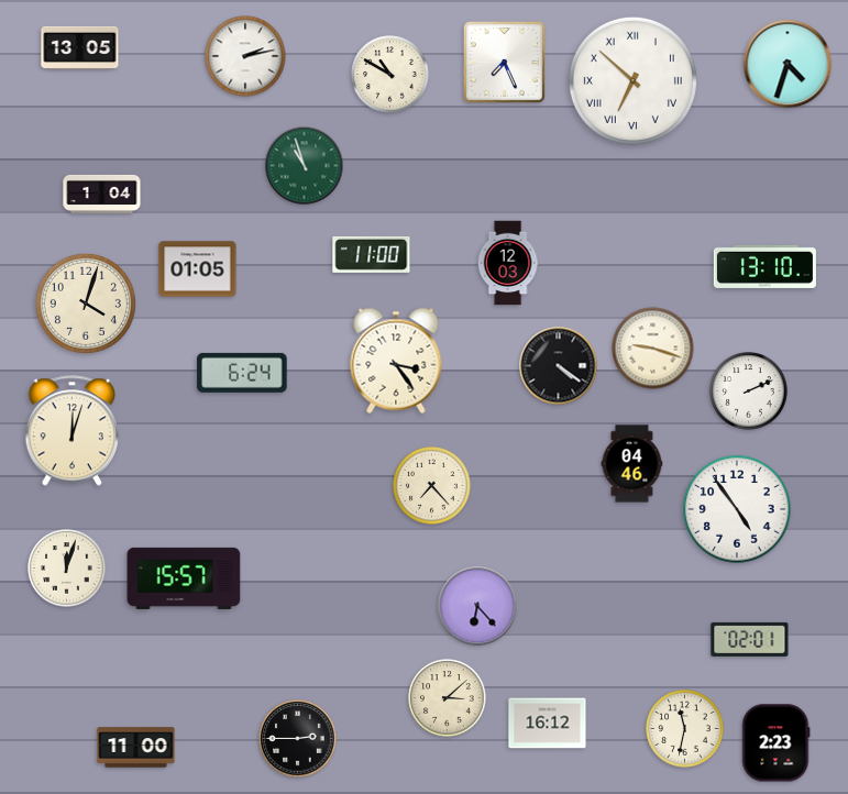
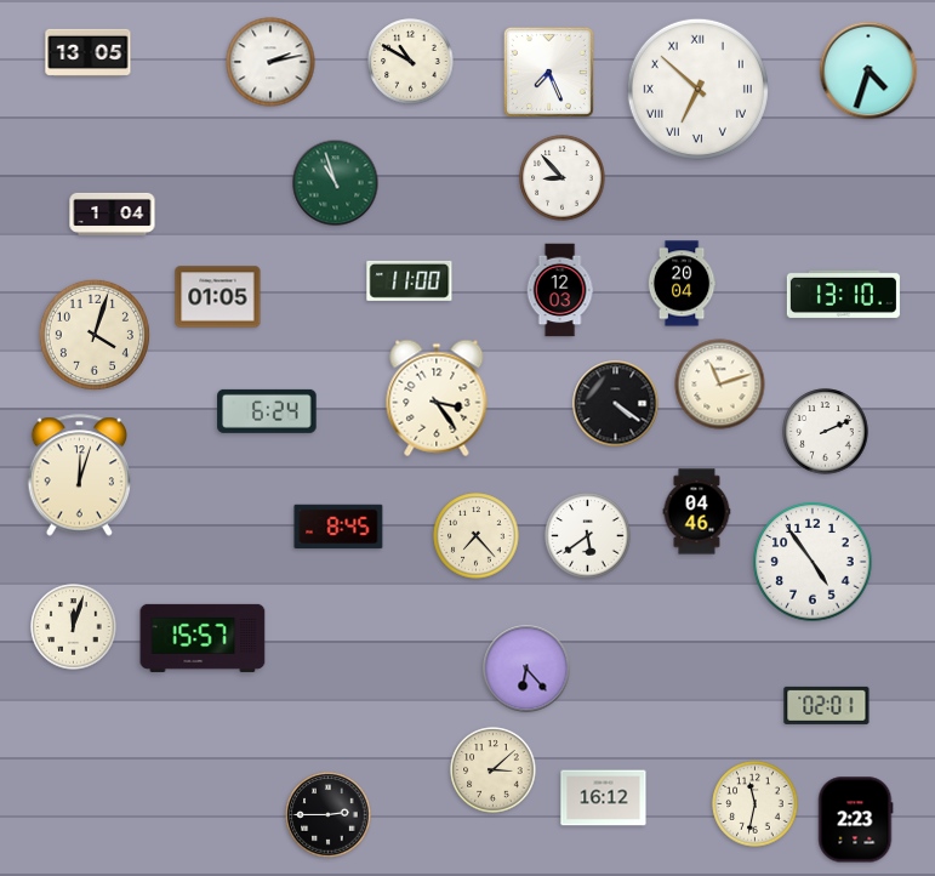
clock at (504, 62) position: (504, 62) -> (548, 72)
clock at (390, 75) position: (390, 75) -> (411, 62)
clock at (563, 178): none -> 8:53
clock at (682, 284): none -> 20:04
clock at (653, 349): 9:18 -> 11:12
clock at (338, 527): none -> 8:45
clock at (588, 536): none -> 5:39
clock at (136, 748): 11:00 -> none
